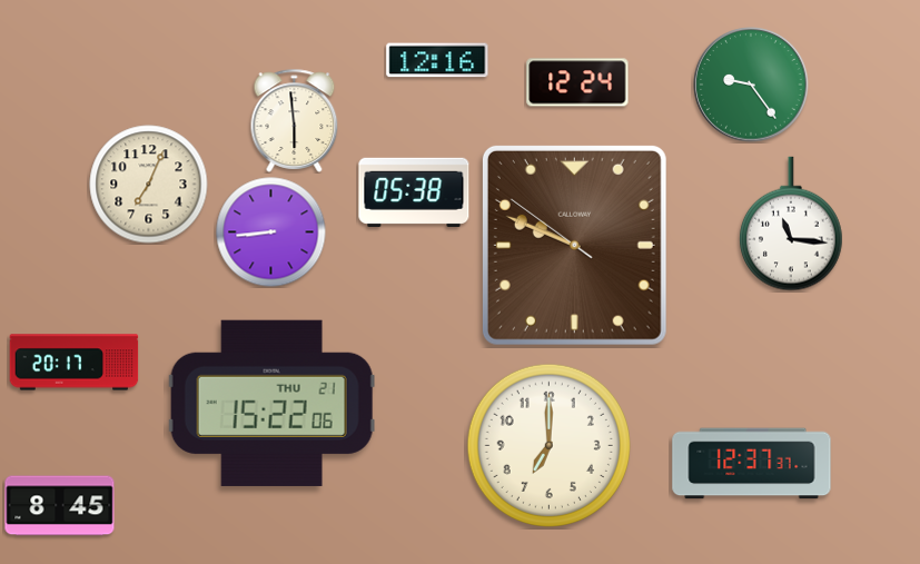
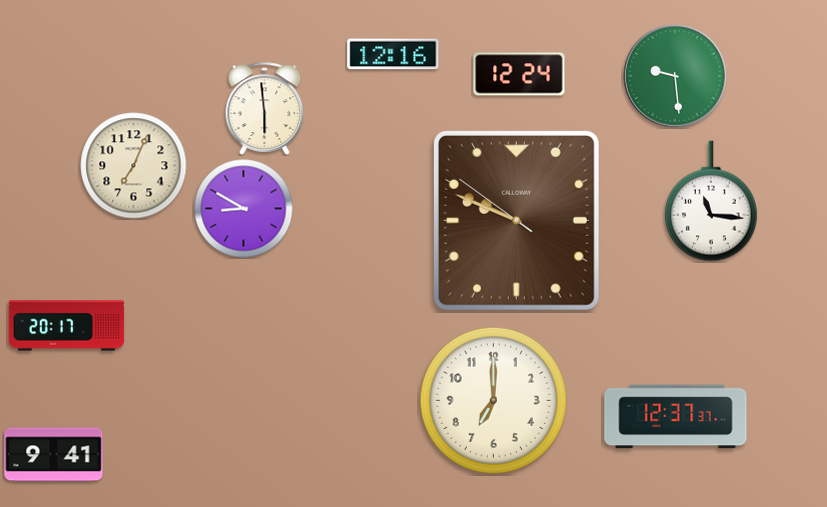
clock at (751, 85): 9:24 -> 9:29
clock at (414, 192): 05:38 -> none
clock at (271, 232): 8:44 -> 8:50
clock at (271, 403): 15:22 -> none
clock at (60, 506): 8:45 -> 9:41
